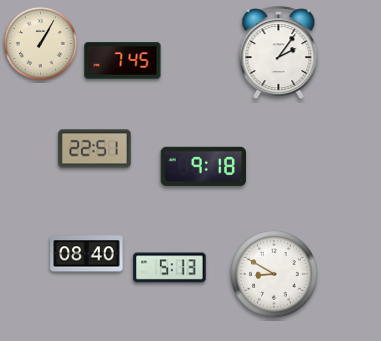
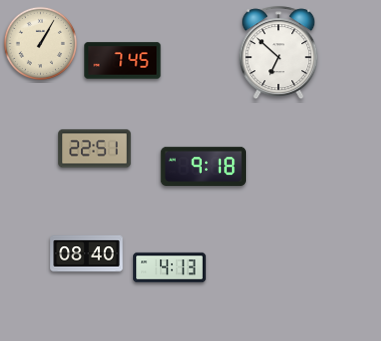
clock at (279, 53): 2:06 -> 6:52
clock at (170, 268): 5:13 -> 4:13
clock at (274, 274): 8:50 -> none
